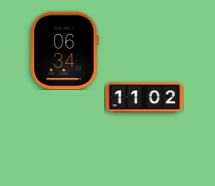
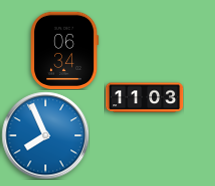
clock at (144, 98): 11:02 -> 11:03
clock at (45, 135): none -> 7:56
